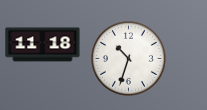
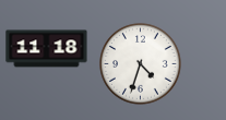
clock at (129, 59): 10:33 -> 4:33
